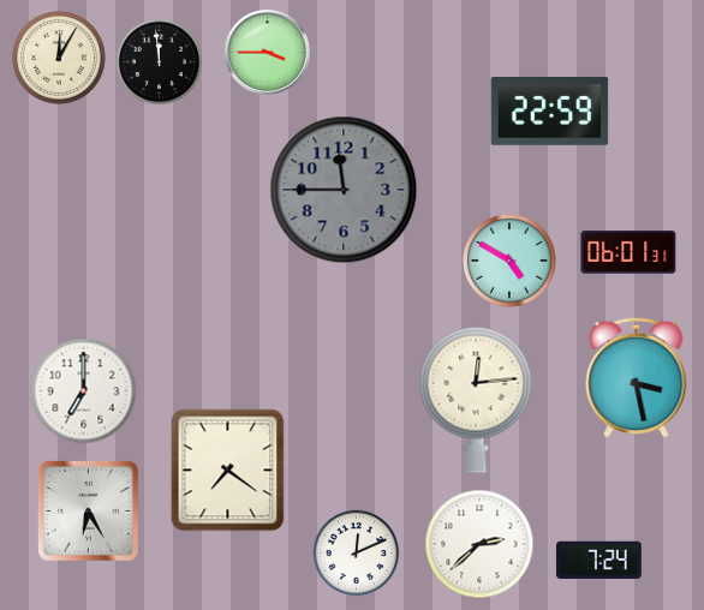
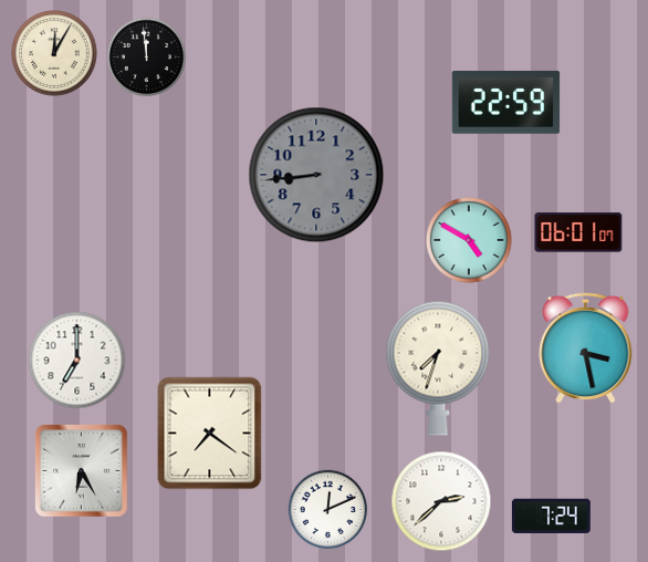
clock at (268, 53): 3:45 -> none
clock at (344, 190): 11:45 -> 8:44
clock at (628, 252): 06:01:31 -> 06:01:07
clock at (476, 400): 12:14 -> 7:33
